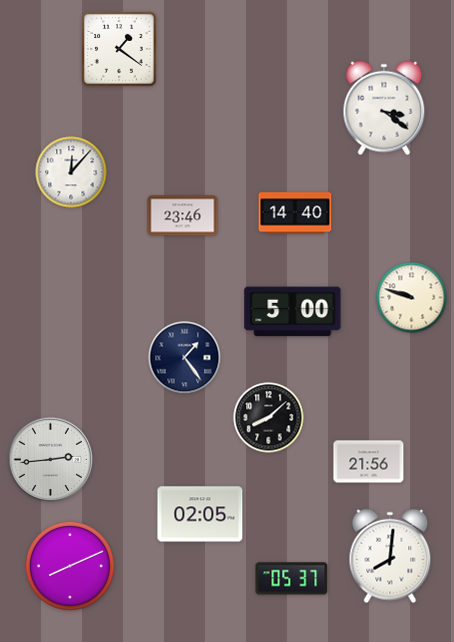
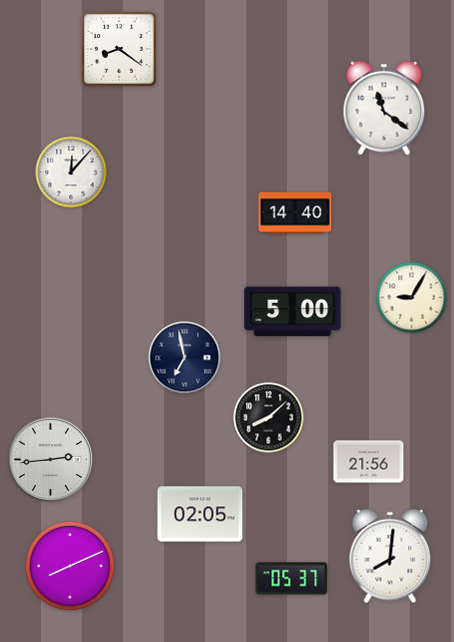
clock at (120, 50): 1:21 -> 8:21
clock at (384, 108): 3:21 -> 11:21
clock at (183, 216): 23:46 -> none
clock at (412, 298): 9:48 -> 9:05
clock at (185, 358): 1:24 -> 6:58
